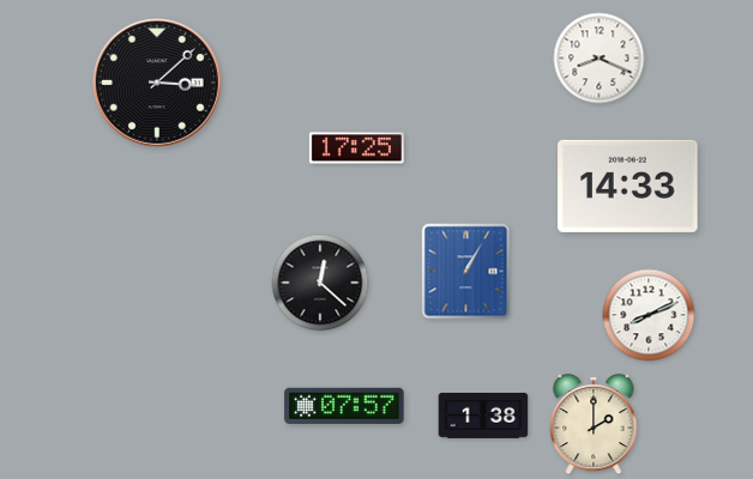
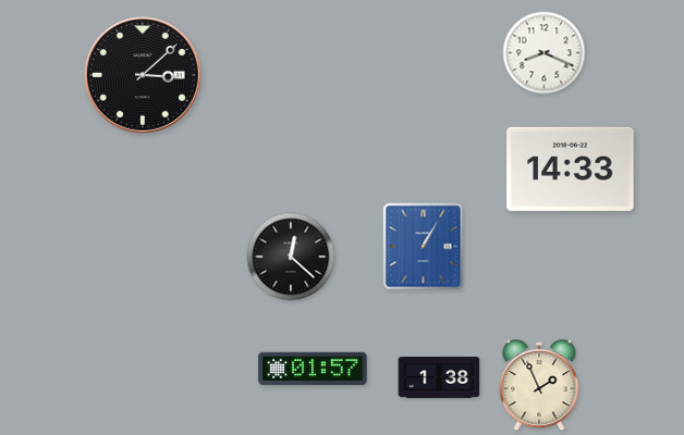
clock at (356, 148): 17:25 -> none
clock at (649, 315): 8:11 -> none
clock at (344, 406): 07:57 -> 01:57
clock at (594, 425): 2:00 -> 1:56
